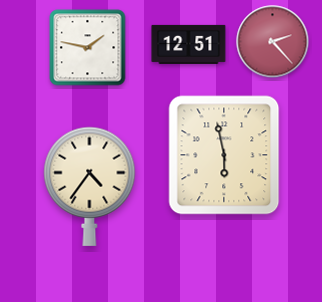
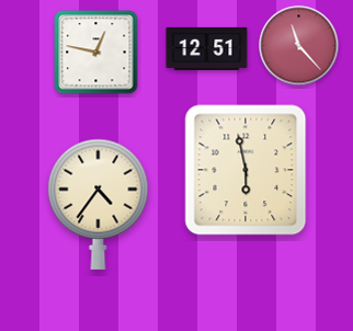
clock at (273, 42): 2:23 -> 11:23
clock at (88, 48): 1:47 -> 12:47
